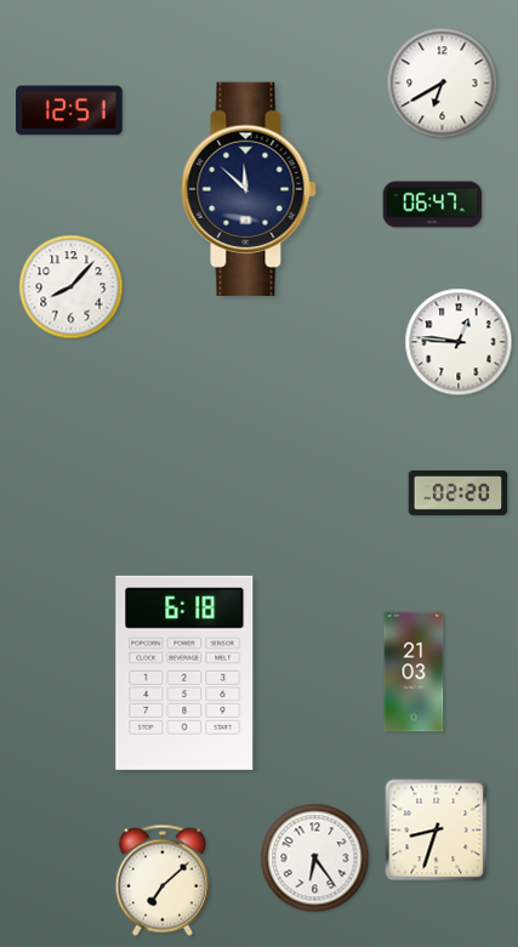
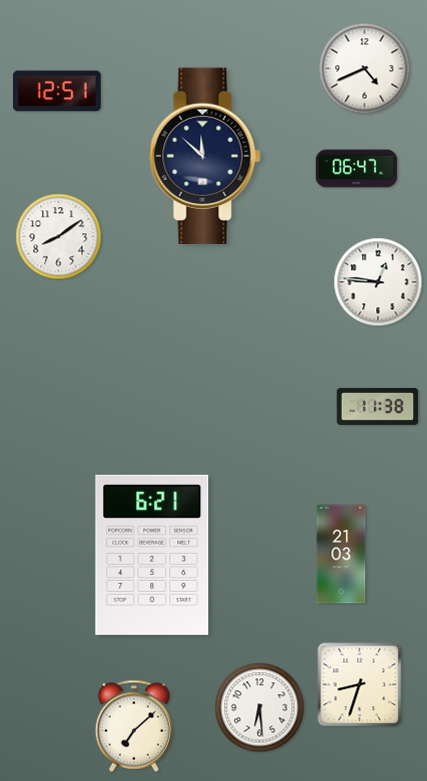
clock at (443, 84): 6:40 -> 4:41
clock at (72, 287): 8:07 -> 8:09
clock at (459, 492): 02:20 -> 11:38
clock at (184, 673): 6:18 -> 6:21
clock at (315, 858): 6:24 -> 6:29
